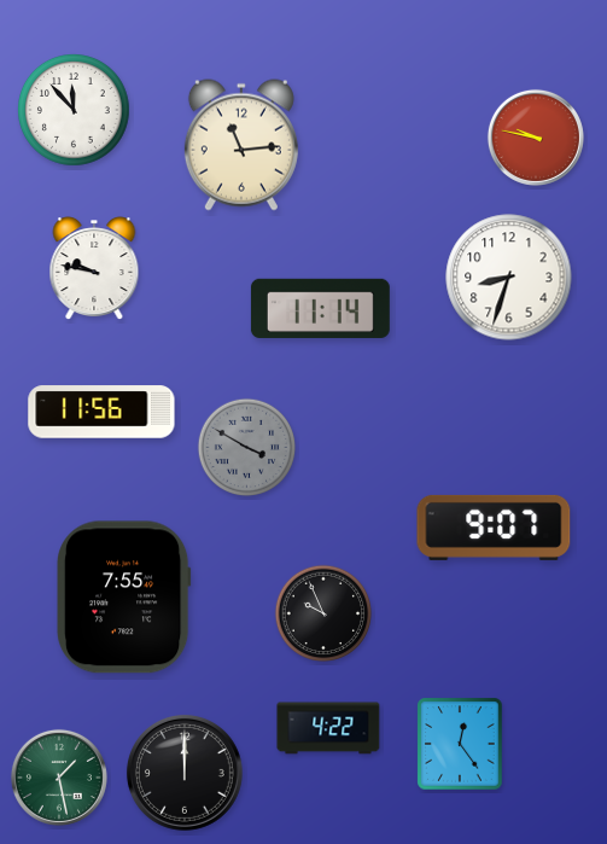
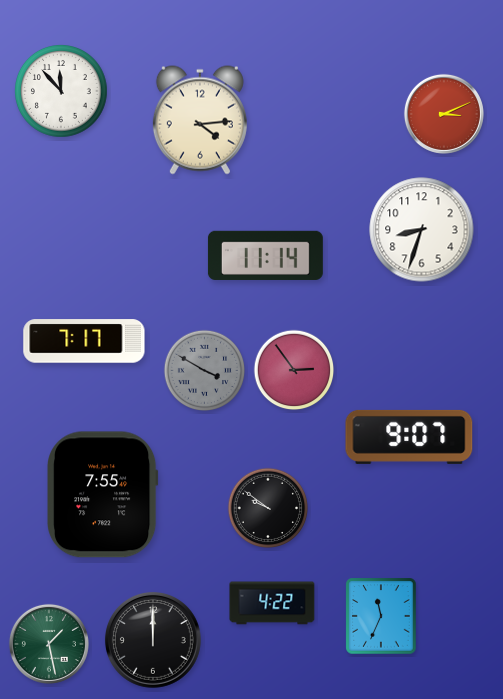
clock at (536, 138): 9:47 -> 3:11
clock at (241, 145): 11:14 -> 4:14
clock at (94, 269): 9:47 -> none
clock at (101, 412): 11:56 -> 7:17
clock at (294, 370): none -> 2:54
clock at (323, 613): 9:56 -> 9:51
clock at (460, 744): 12:24 -> 11:34
